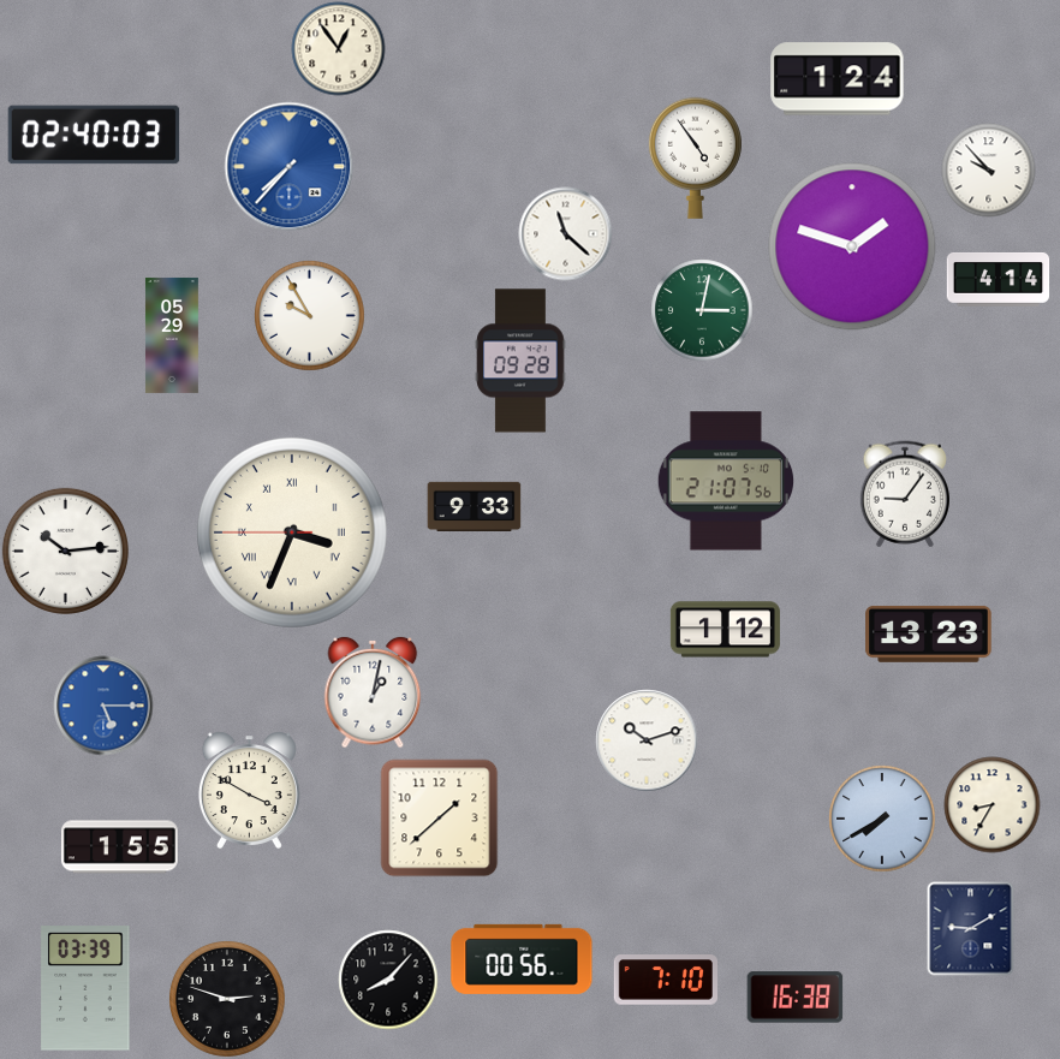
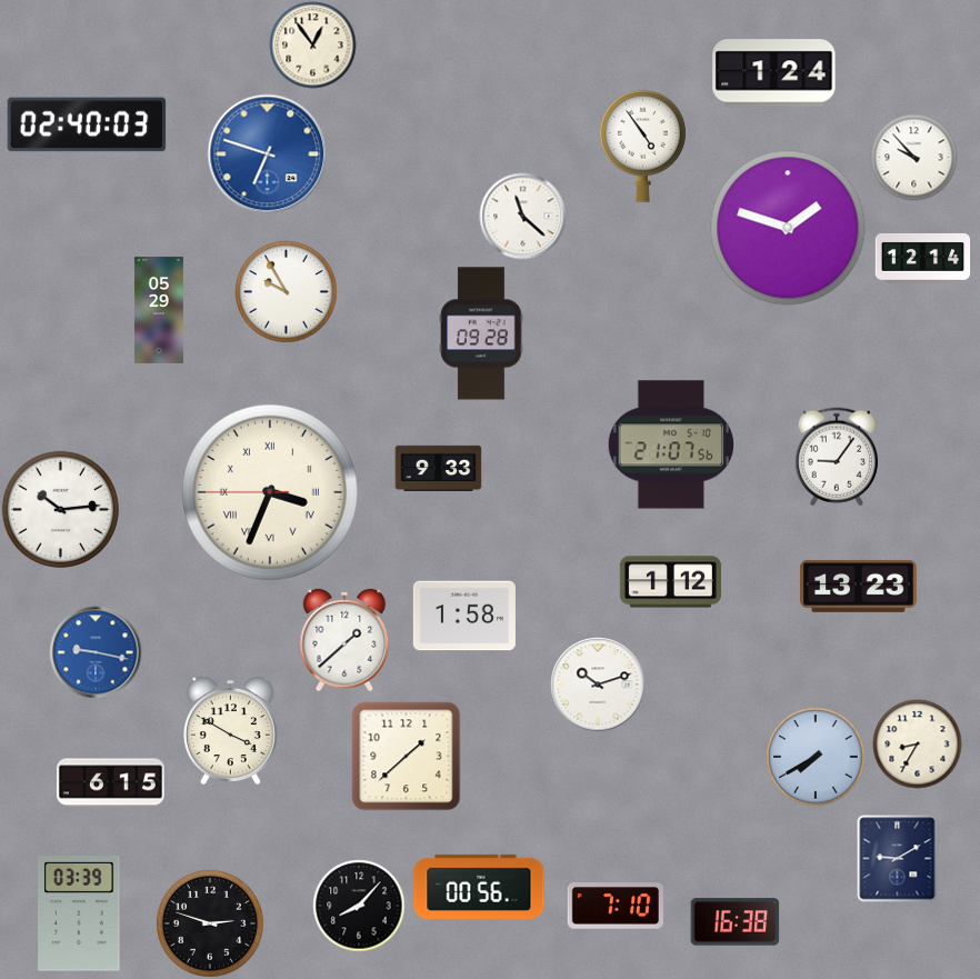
clock at (288, 166): 7:37 -> 6:48
clock at (998, 279): 4:14 -> 12:14
clock at (702, 310): 3:02 -> none
clock at (464, 616): none -> 1:58
clock at (373, 692): 1:02 -> 1:38
clock at (103, 706): 5:15 -> 9:17
clock at (119, 847): 1:55 -> 6:15
clock at (522, 959) position: (522, 959) -> (479, 887)
